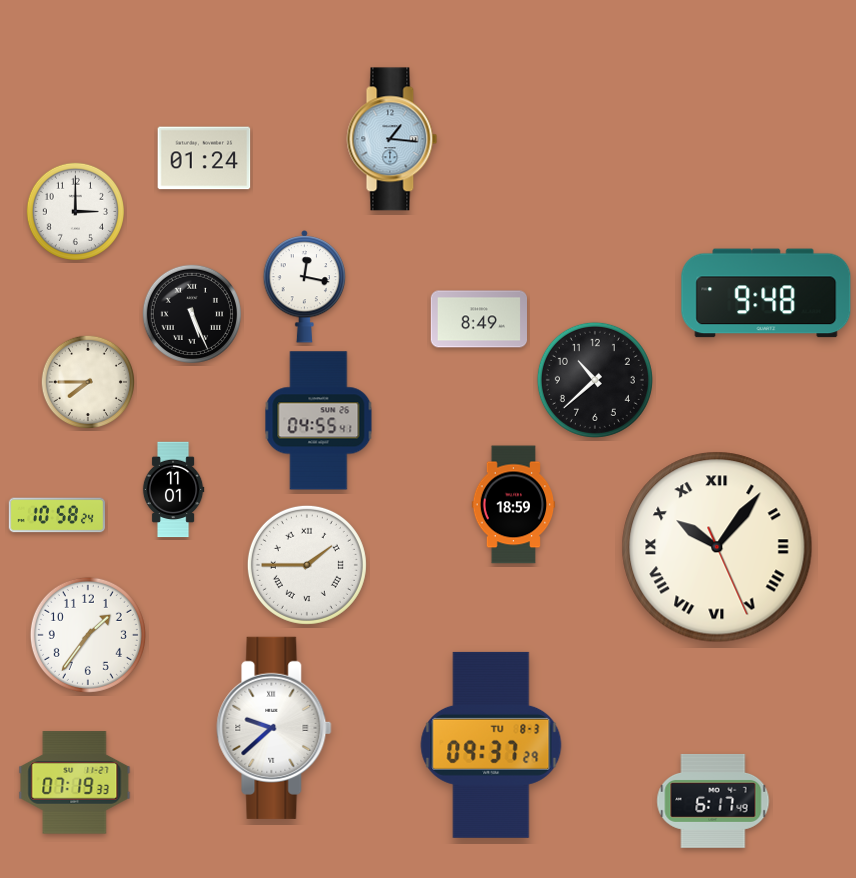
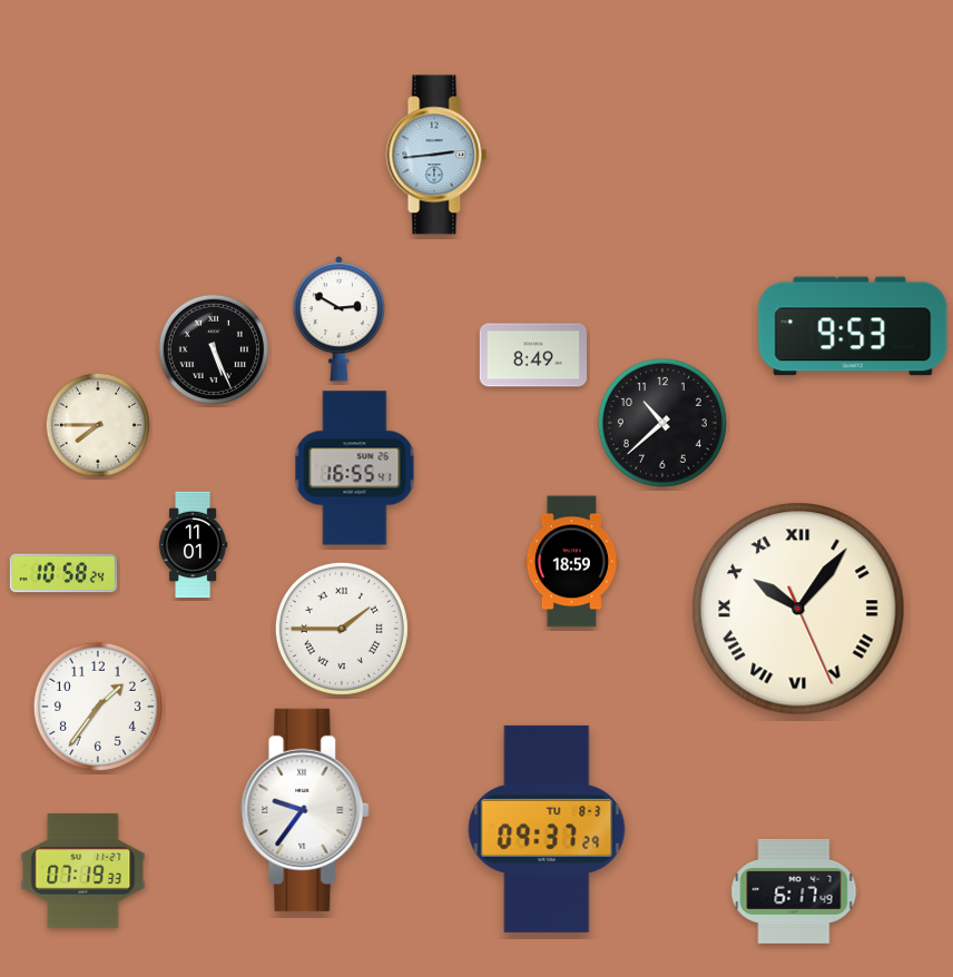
clock at (392, 139): 1:16 -> 2:44
clock at (204, 158): 01:24 -> none
clock at (75, 211): 3:00 -> none
clock at (305, 287): 12:17 -> 2:50
clock at (766, 293): 9:48 -> 9:53
clock at (319, 421): 04:55 -> 16:55
clock at (274, 728): 9:38 -> 9:36
